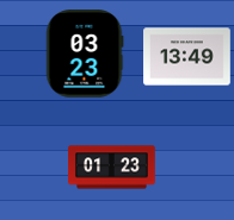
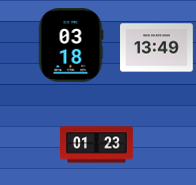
clock at (85, 54): 03:23 -> 03:18
clock at (112, 168) position: (112, 168) -> (97, 145)
